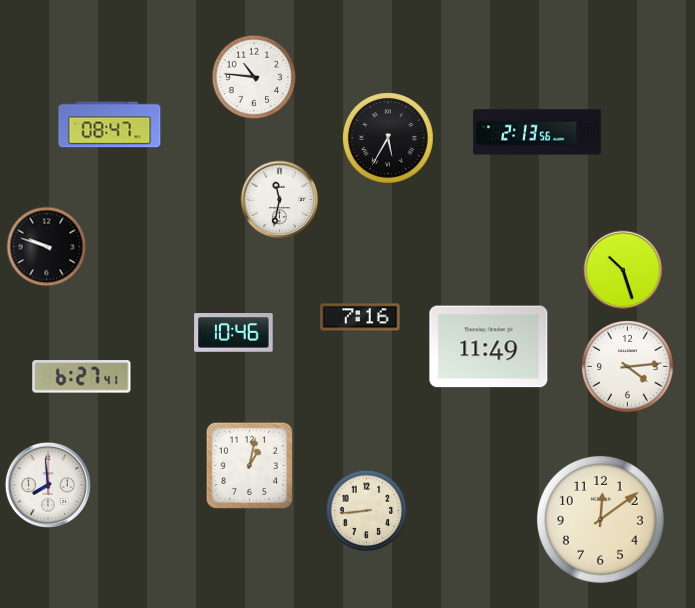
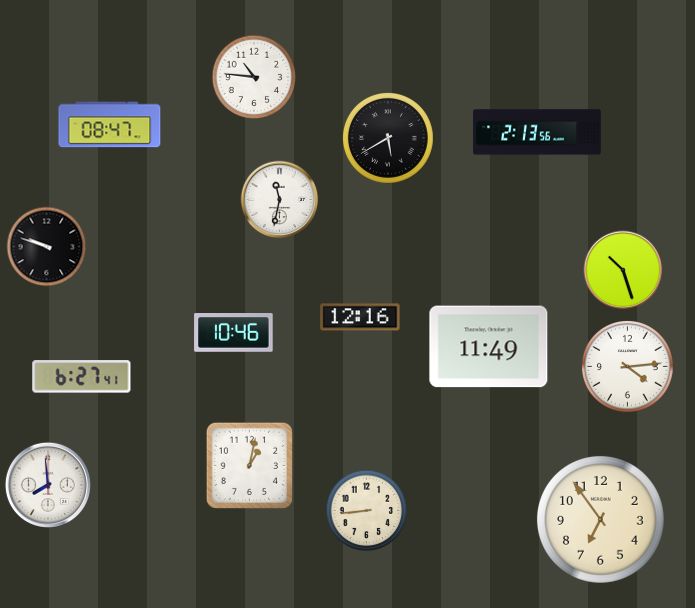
clock at (388, 138): 5:35 -> 5:40
clock at (360, 317): 7:16 -> 12:16
clock at (600, 519): 12:09 -> 6:54
